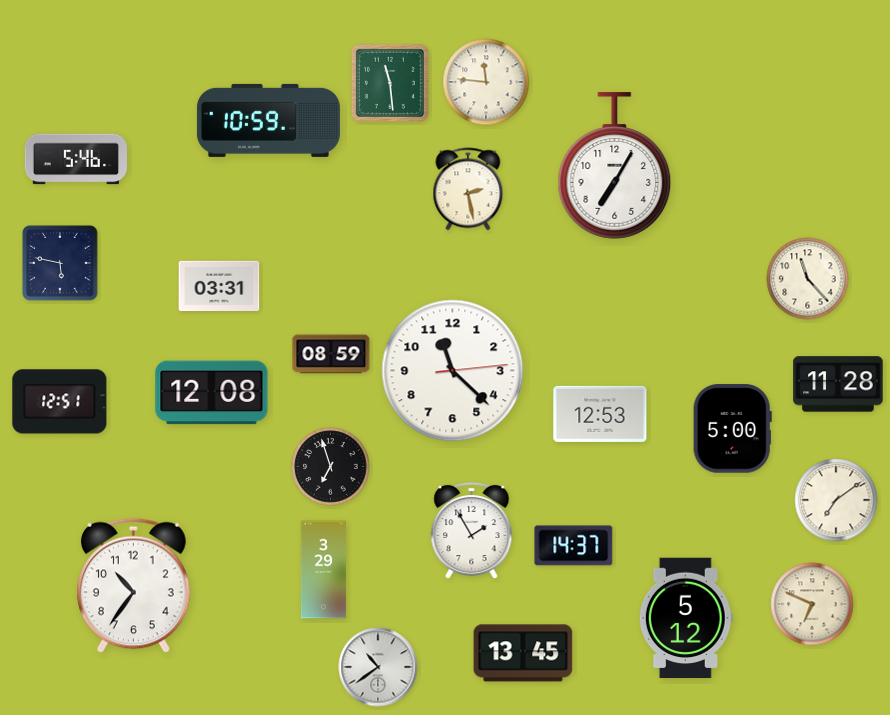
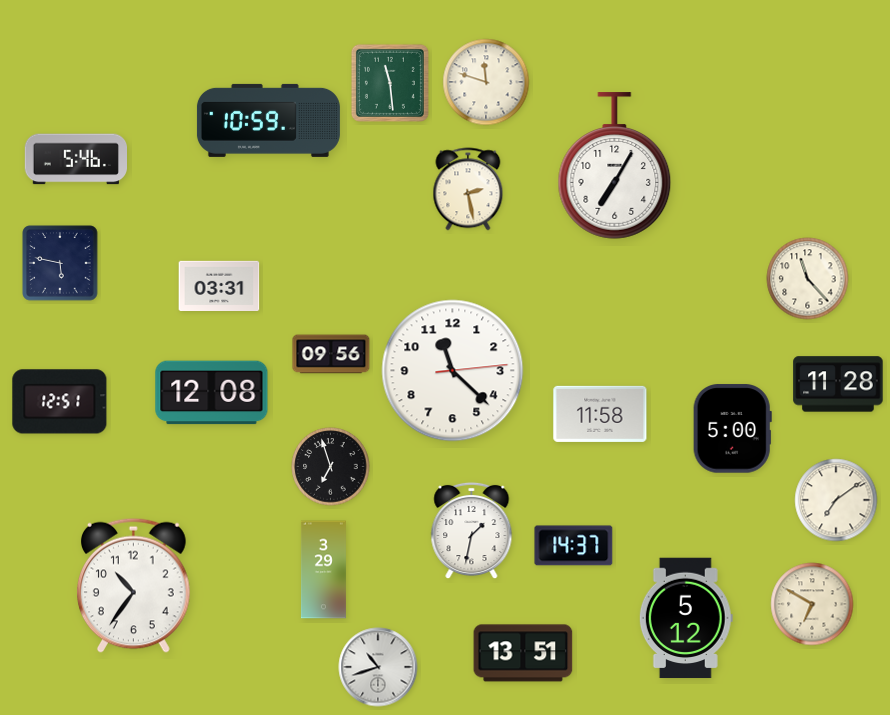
clock at (486, 82): 11:46 -> 11:48
clock at (331, 354): 08:59 -> 09:56
clock at (600, 414): 12:53 -> 11:58
clock at (472, 531): 1:55 -> 1:32
clock at (812, 604): 6:49 -> 6:50
clock at (523, 653): 13:45 -> 13:51
clock at (378, 667): 10:39 -> 10:42
